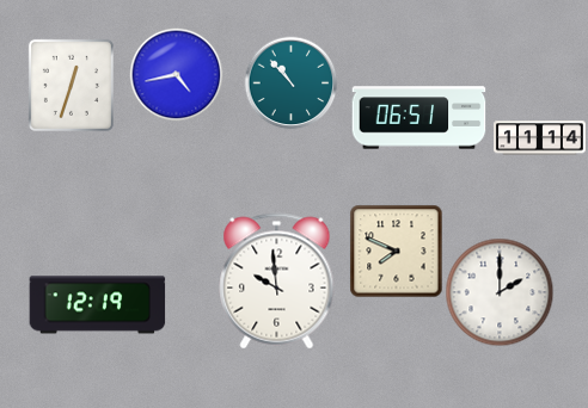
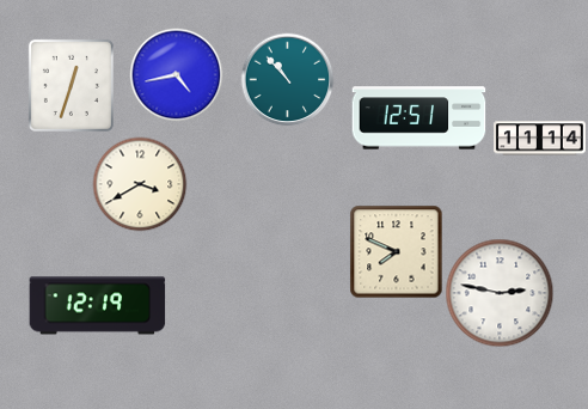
clock at (290, 82) position: (290, 82) -> (287, 79)
clock at (419, 118): 06:51 -> 12:51
clock at (140, 184): none -> 3:40
clock at (277, 282): 9:59 -> none
clock at (500, 292): 2:00 -> 2:47
